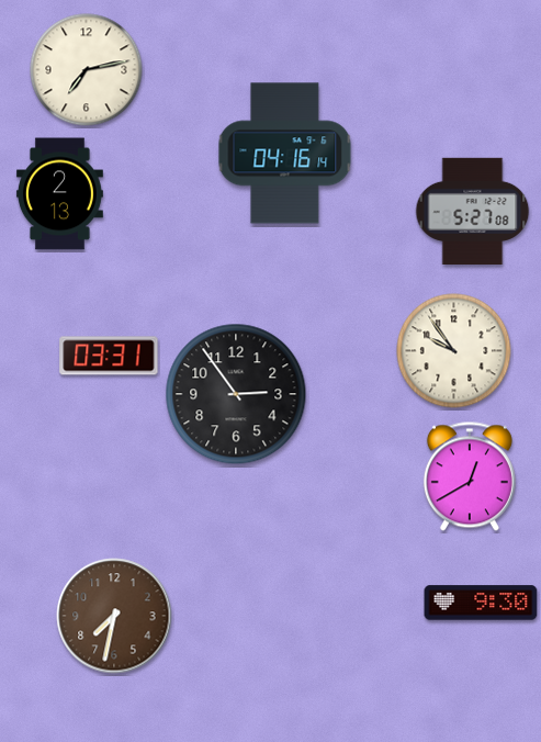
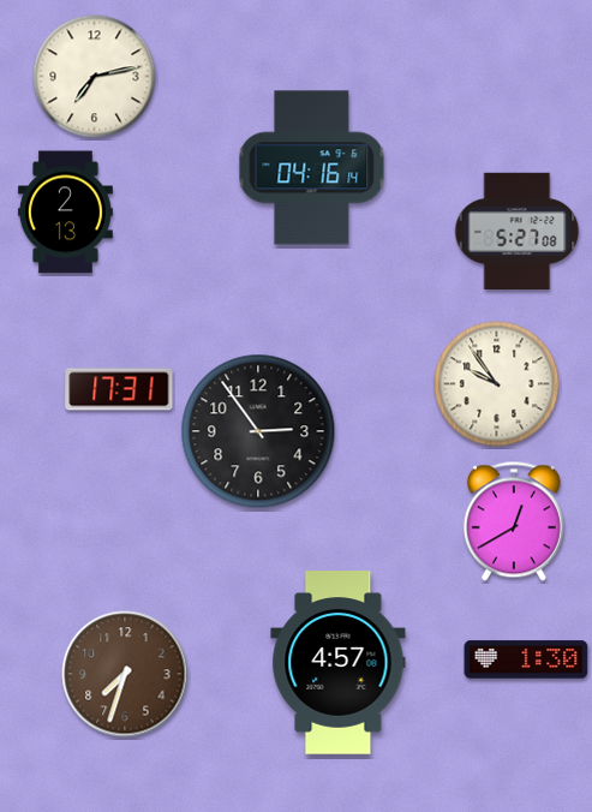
clock at (109, 356): 03:31 -> 17:31
clock at (481, 603): 9:30 -> 1:30
clock at (339, 663): none -> 4:57
clock at (114, 616): 7:32 -> 7:33
